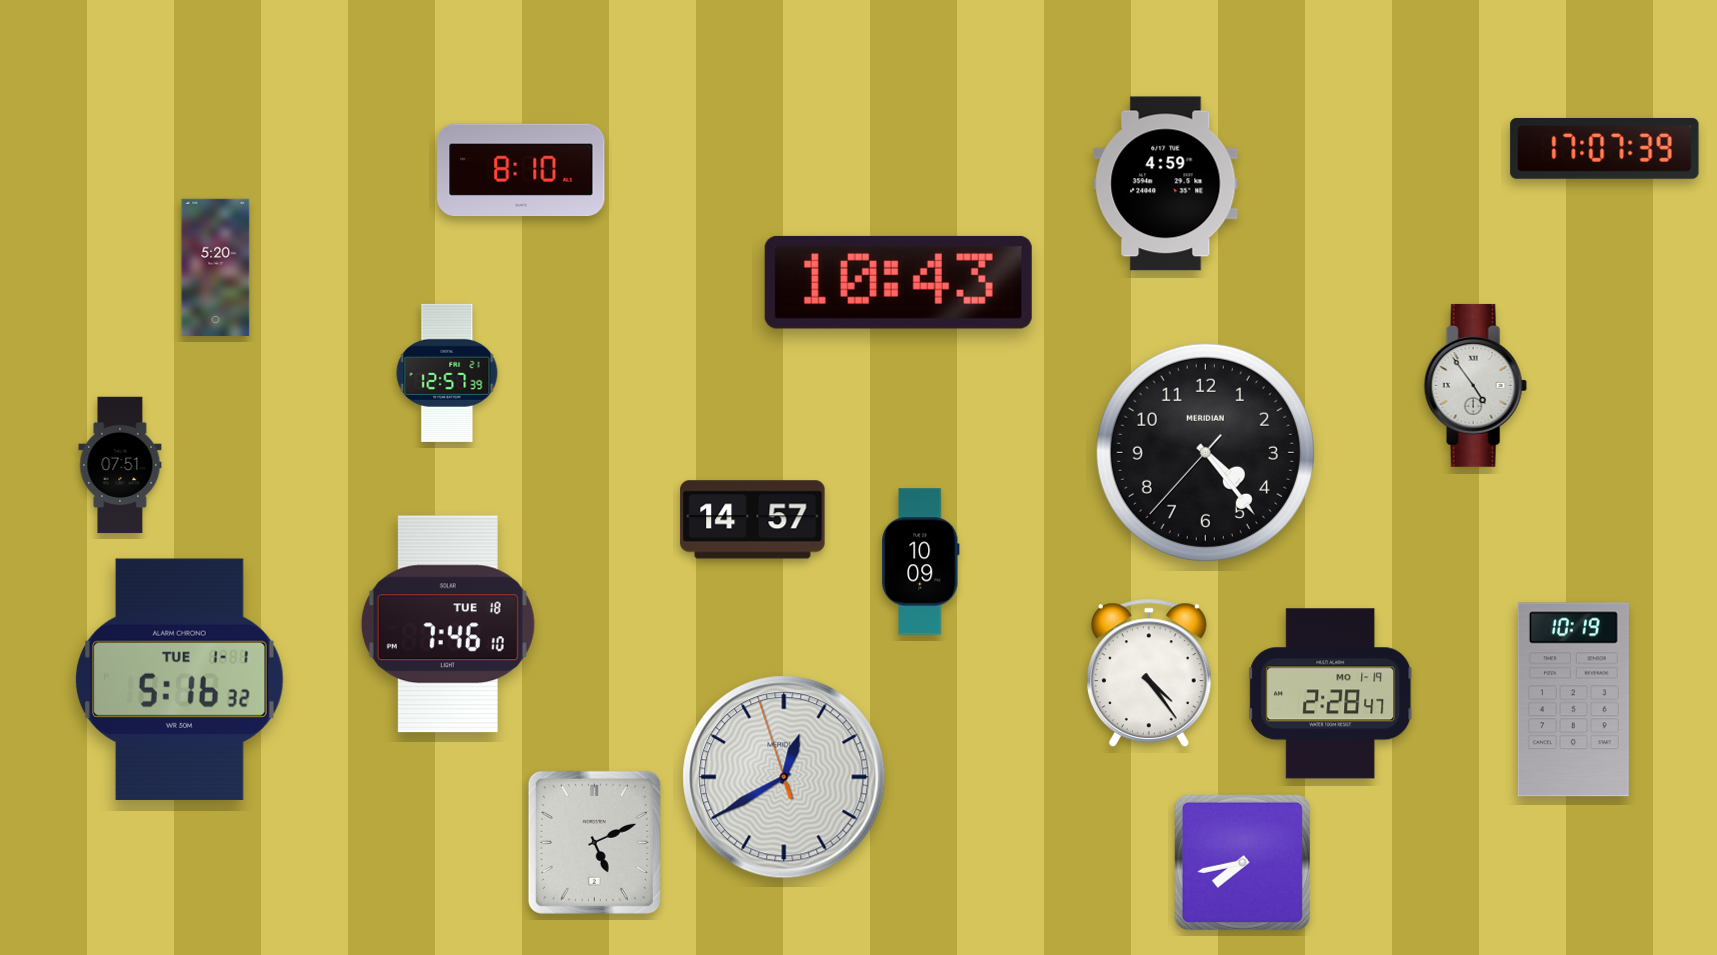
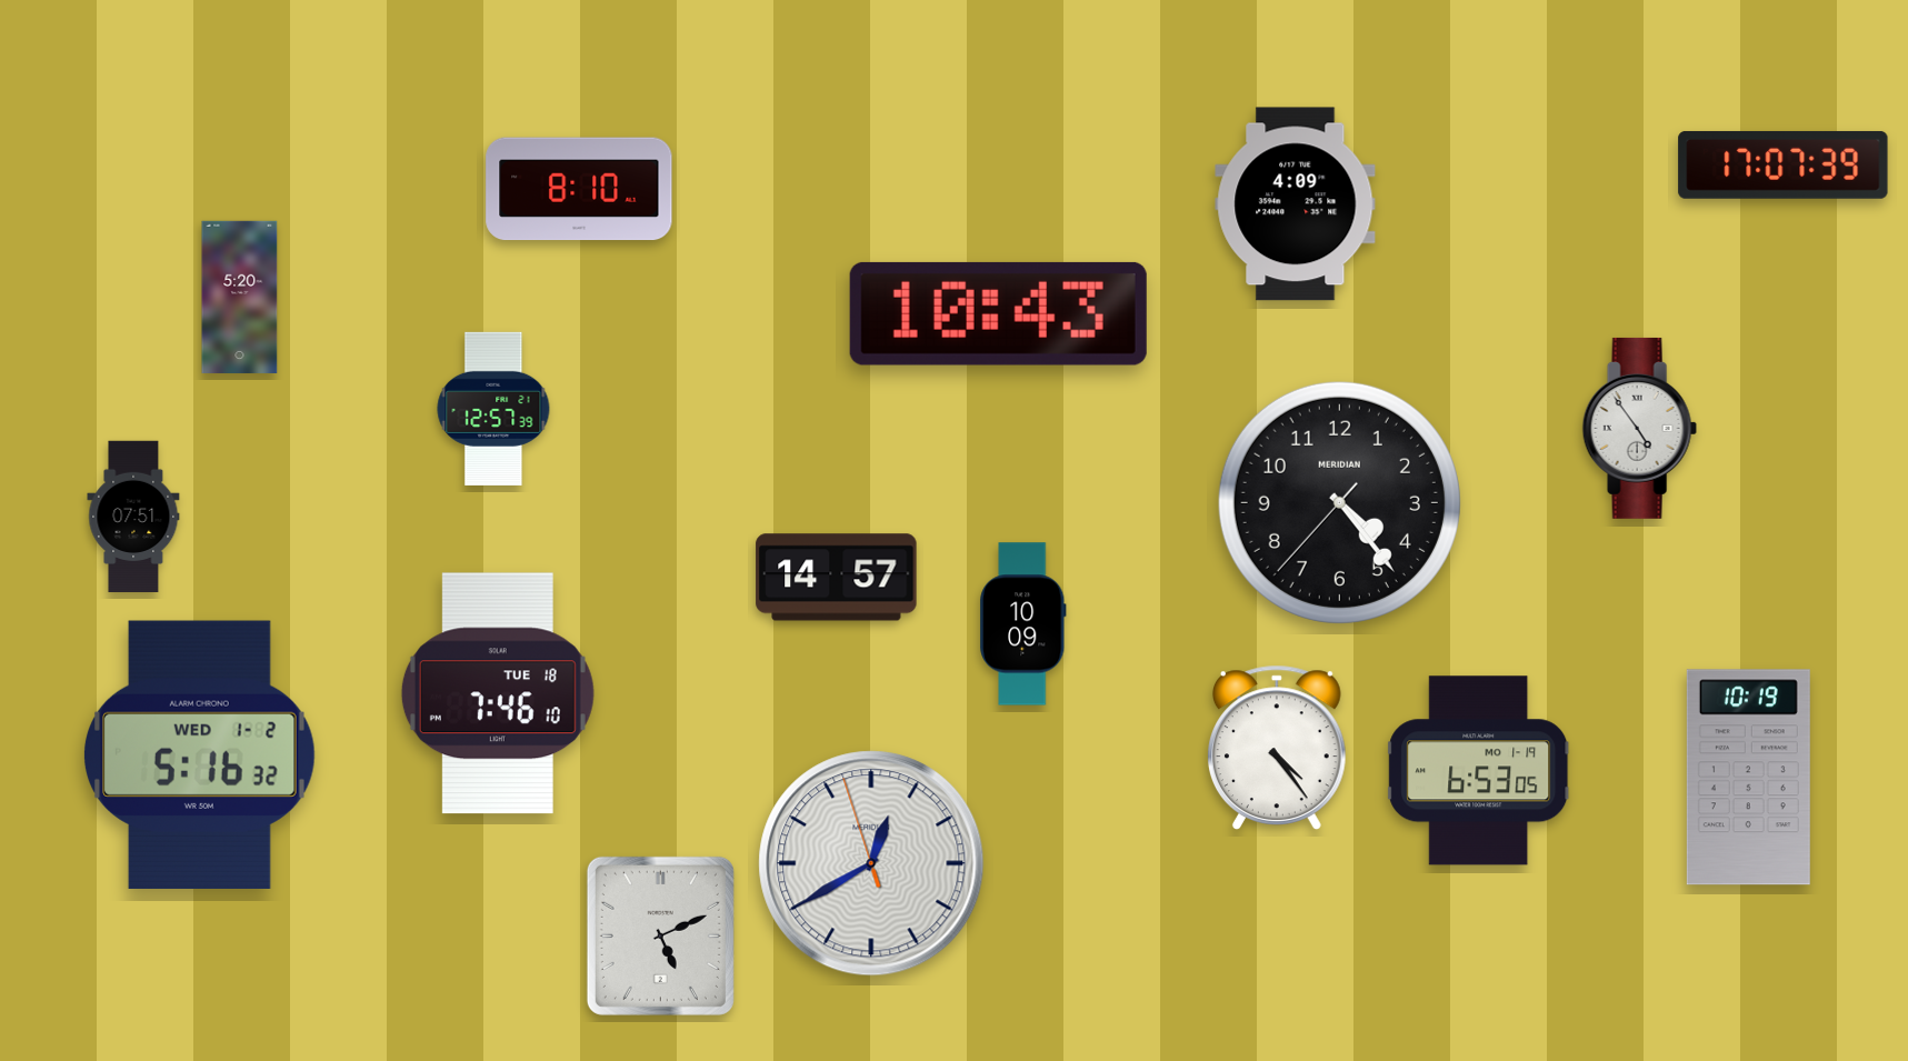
clock at (1166, 184): 4:59 -> 4:09
clock at (447, 373) position: (447, 373) -> (493, 409)
clock at (180, 679) date: TUE 1-1 -> WED 1-2
clock at (1331, 694): 2:28 -> 6:53
clock at (1242, 862): 7:43 -> none
